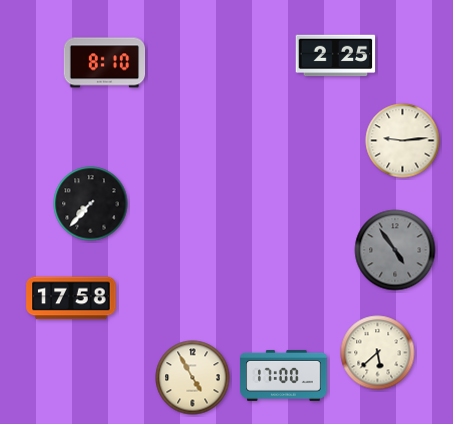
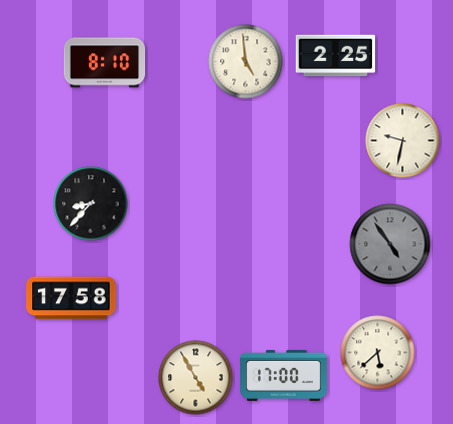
clock at (246, 62): none -> 4:59
clock at (403, 141): 9:14 -> 9:32
clock at (91, 204): 7:37 -> 8:37
clock at (395, 250) position: (395, 250) -> (390, 244)
clock at (193, 378) position: (193, 378) -> (196, 378)
